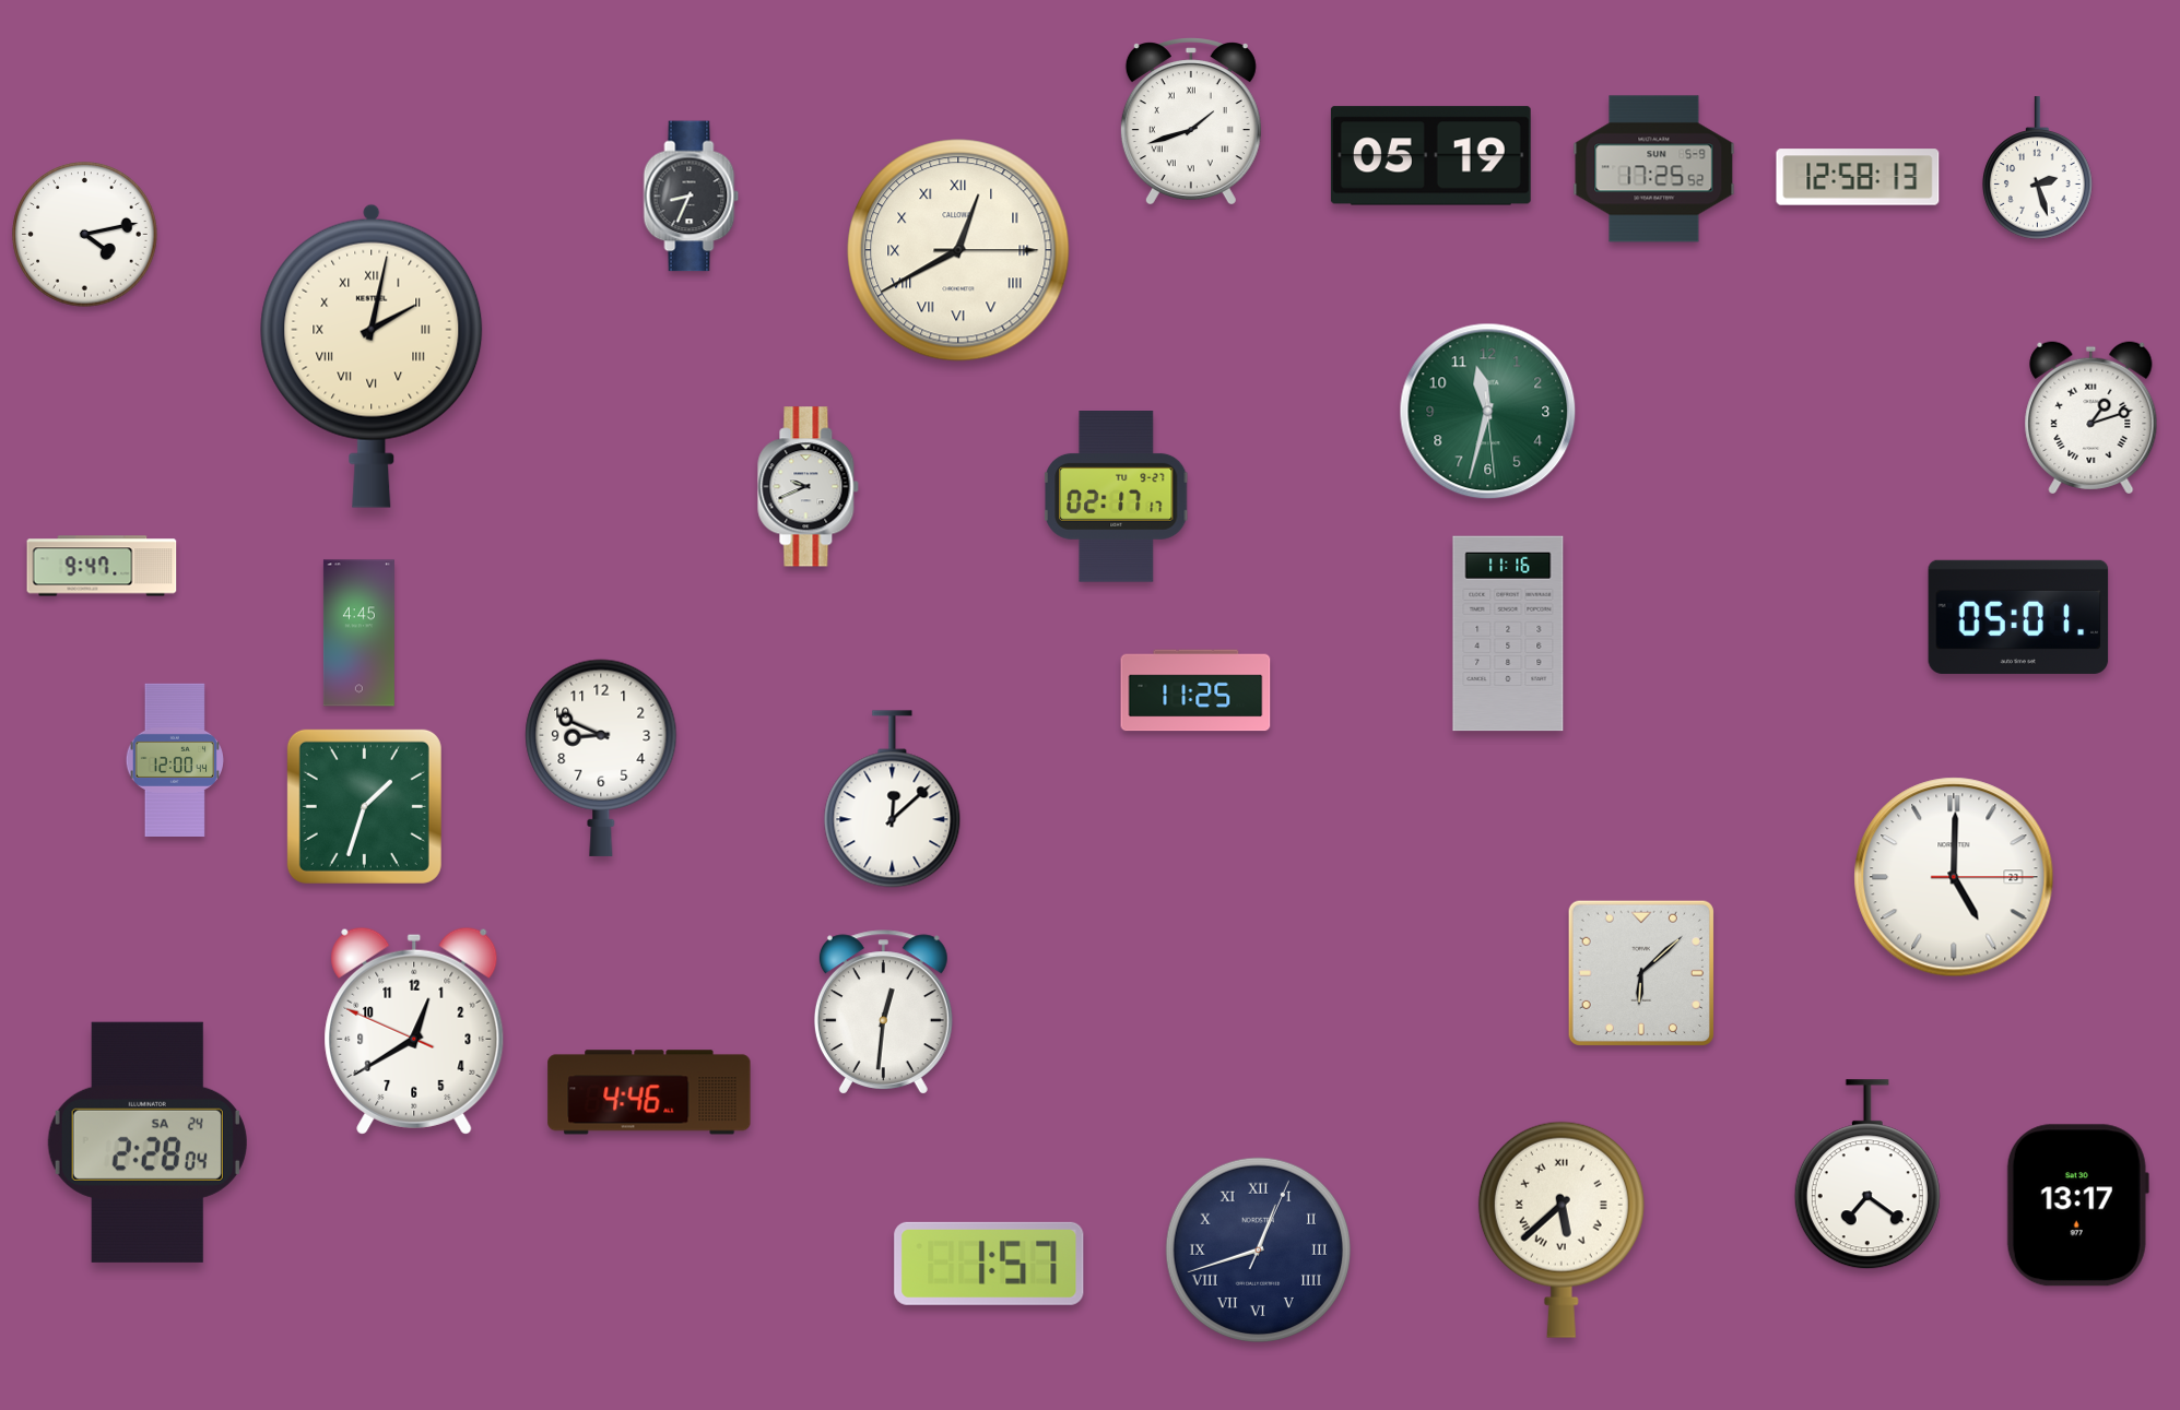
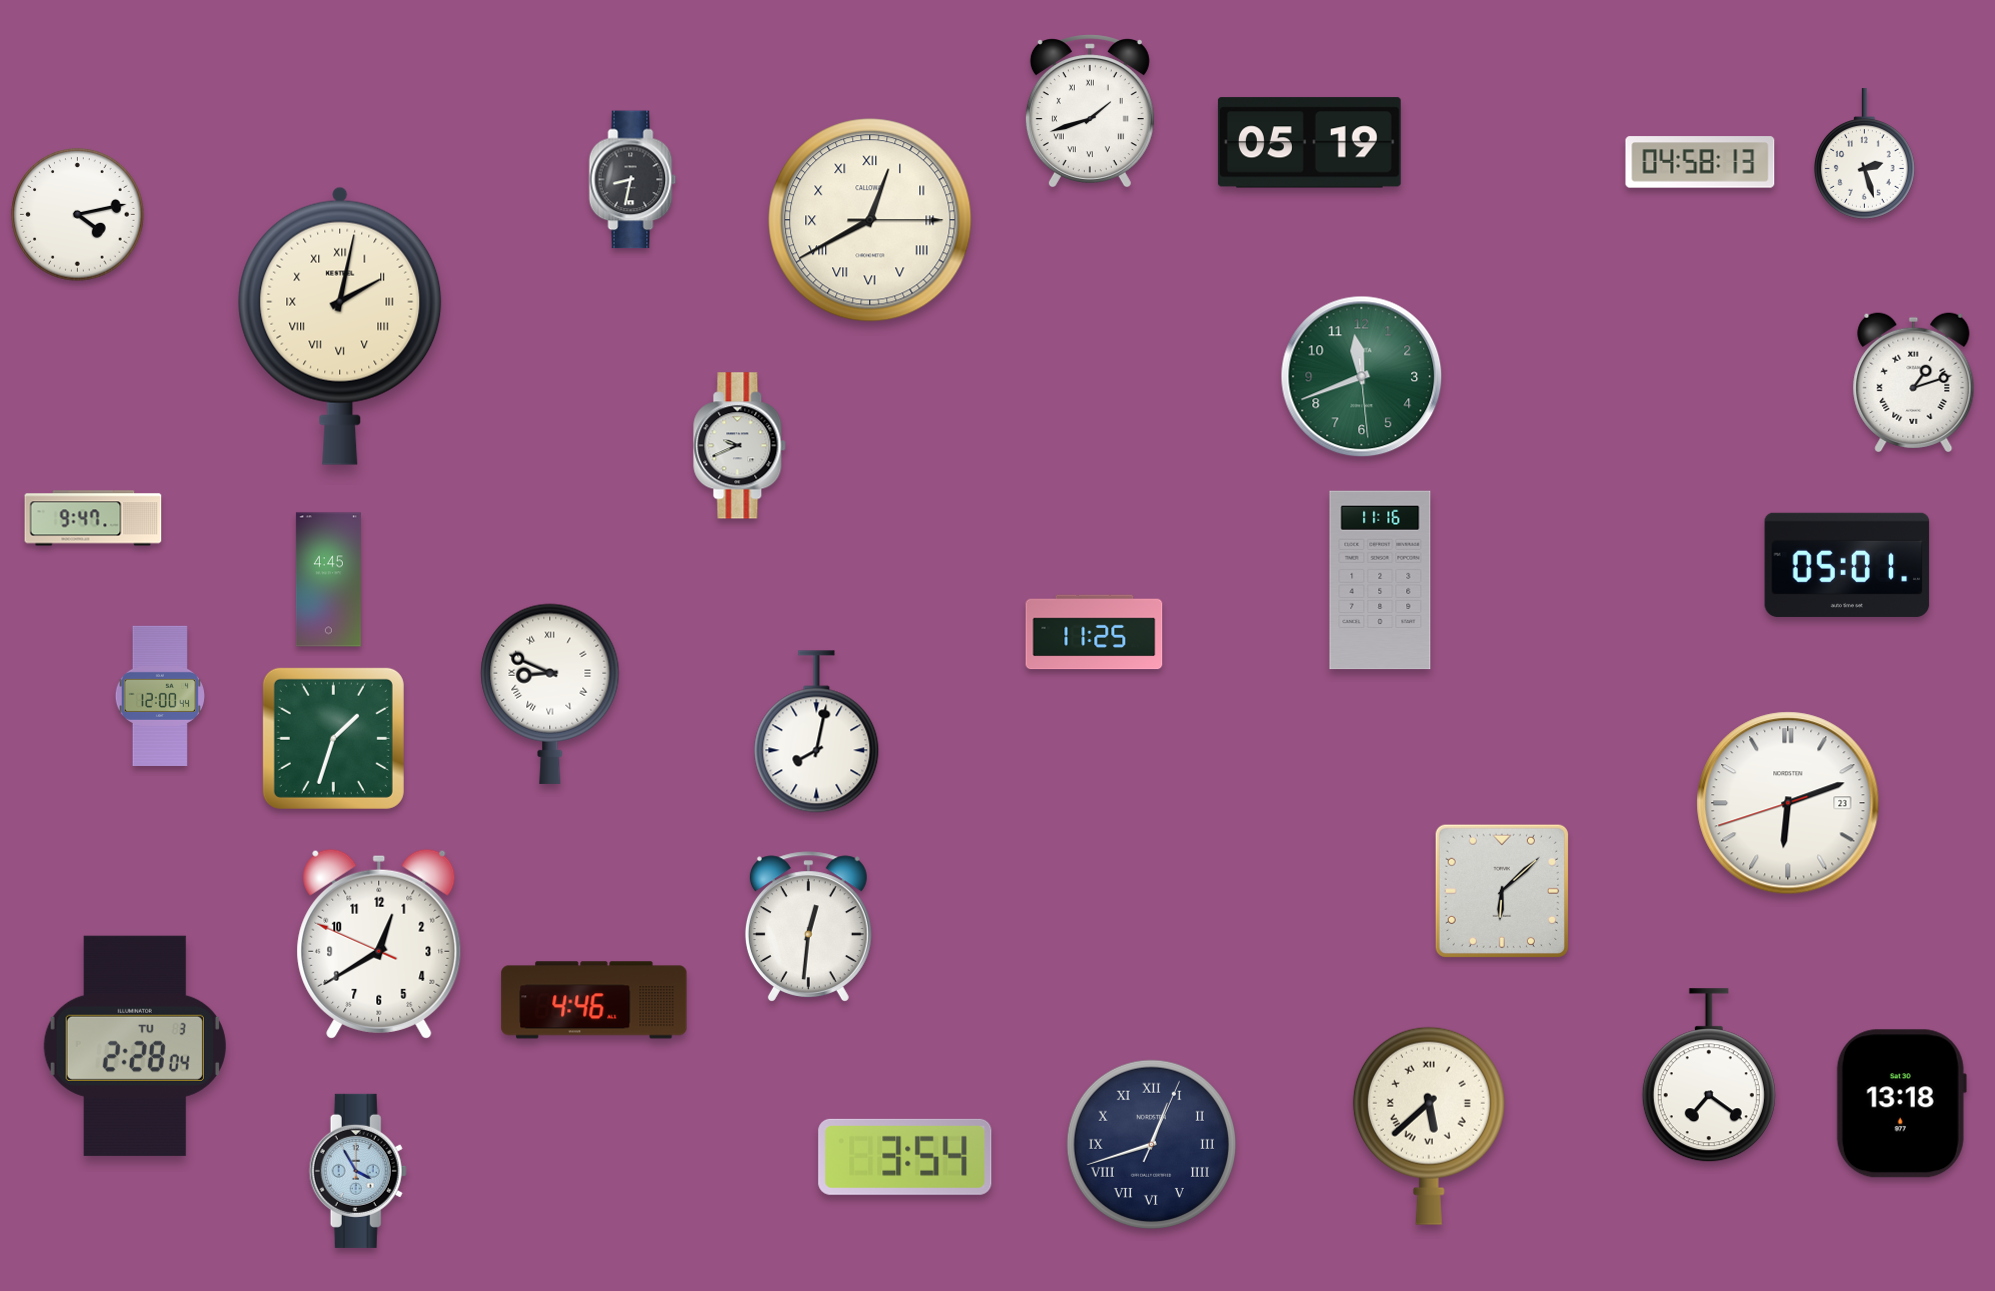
clock at (1654, 169): 17:25 -> none
clock at (1858, 177): 12:58 -> 04:58
clock at (692, 197): 8:34 -> 8:32
clock at (958, 250) position: (958, 250) -> (870, 220)
clock at (1488, 412): 11:32 -> 11:41
clock at (1118, 497): 02:17 -> none
clock at (601, 758) numerals: Arabic -> Roman
clock at (893, 799): 12:08 -> 8:02
clock at (1954, 877): 5:00 -> 6:11
clock at (148, 1142) date: SA 24 -> TU 3
clock at (2077, 1206): 13:17 -> 13:18
clock at (989, 1264): 1:57 -> 3:54
clock at (358, 1171): none -> 3:55
